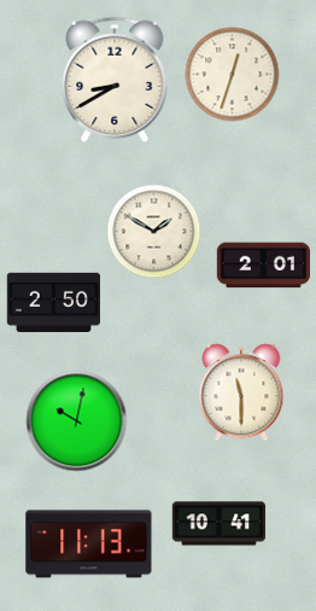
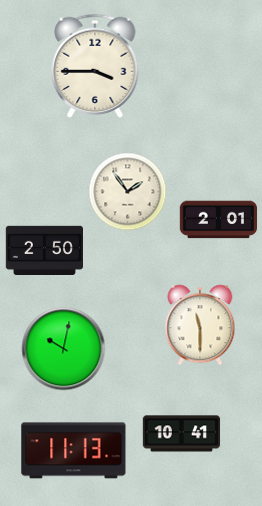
clock at (232, 74): 12:33 -> none
clock at (115, 78): 8:40 -> 3:45
clock at (153, 231): 1:50 -> 1:54
